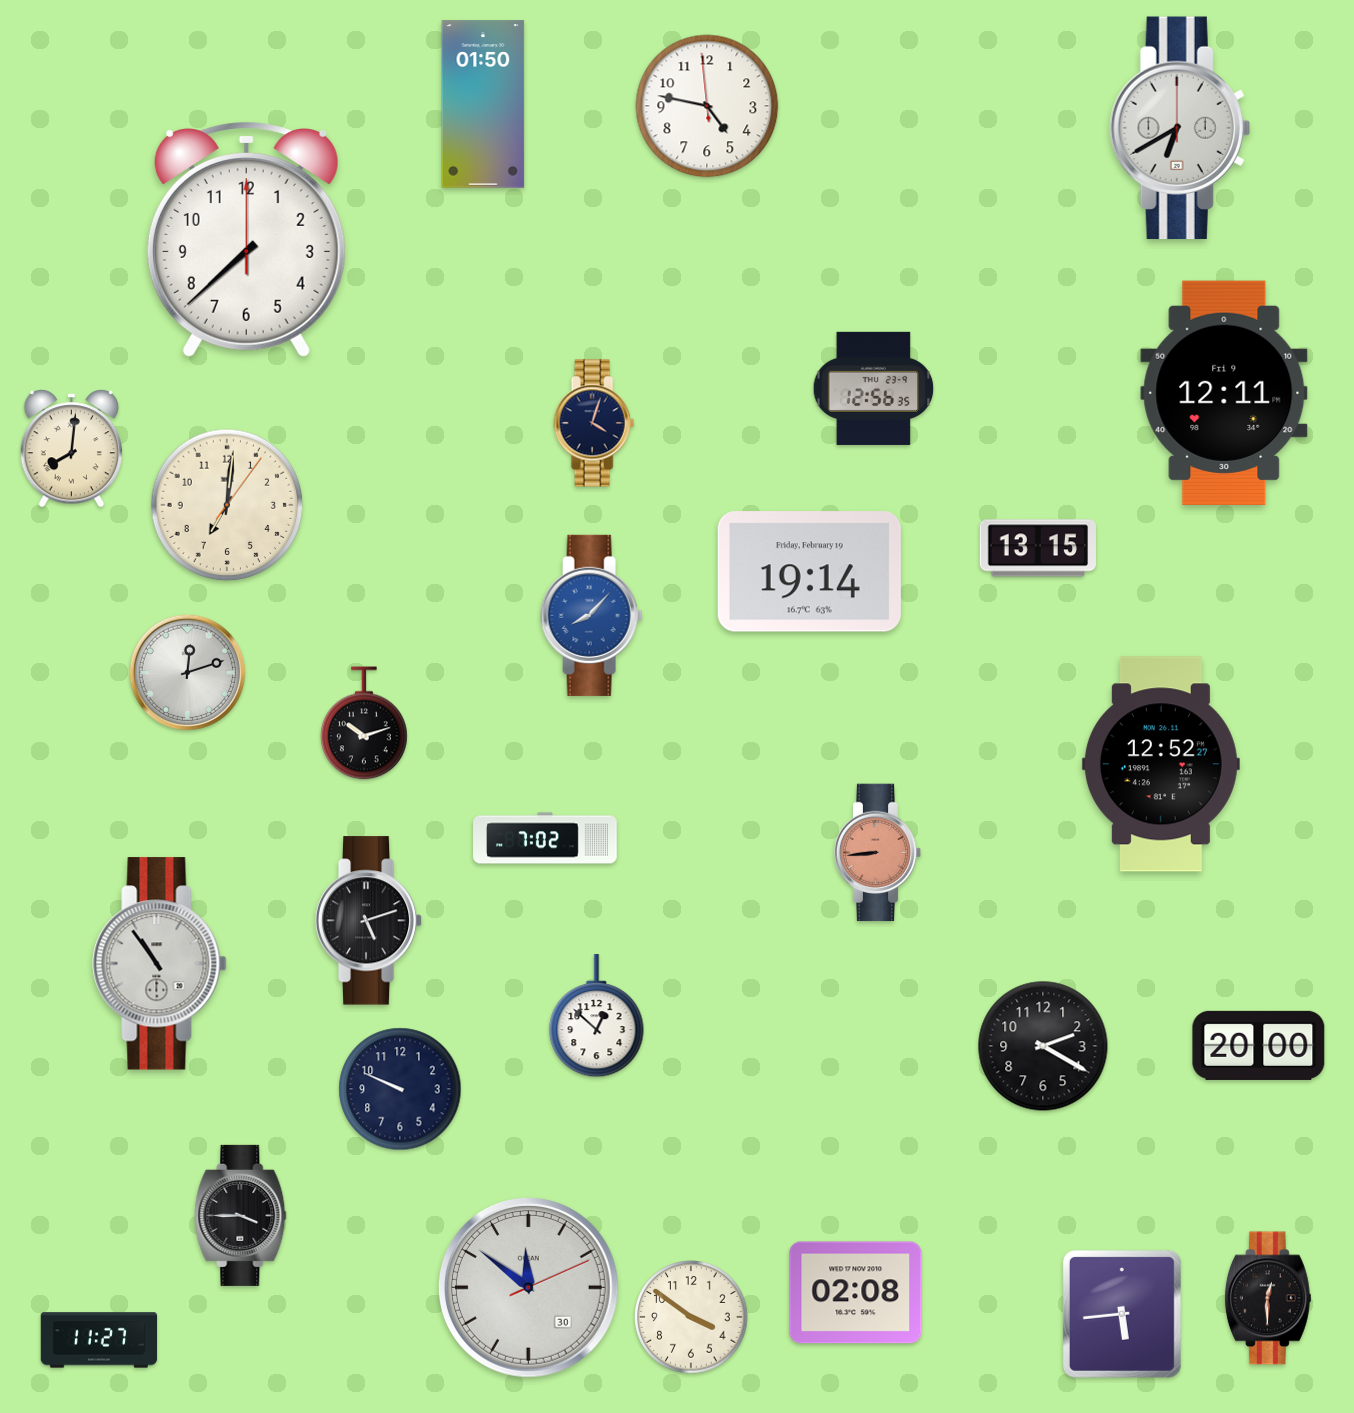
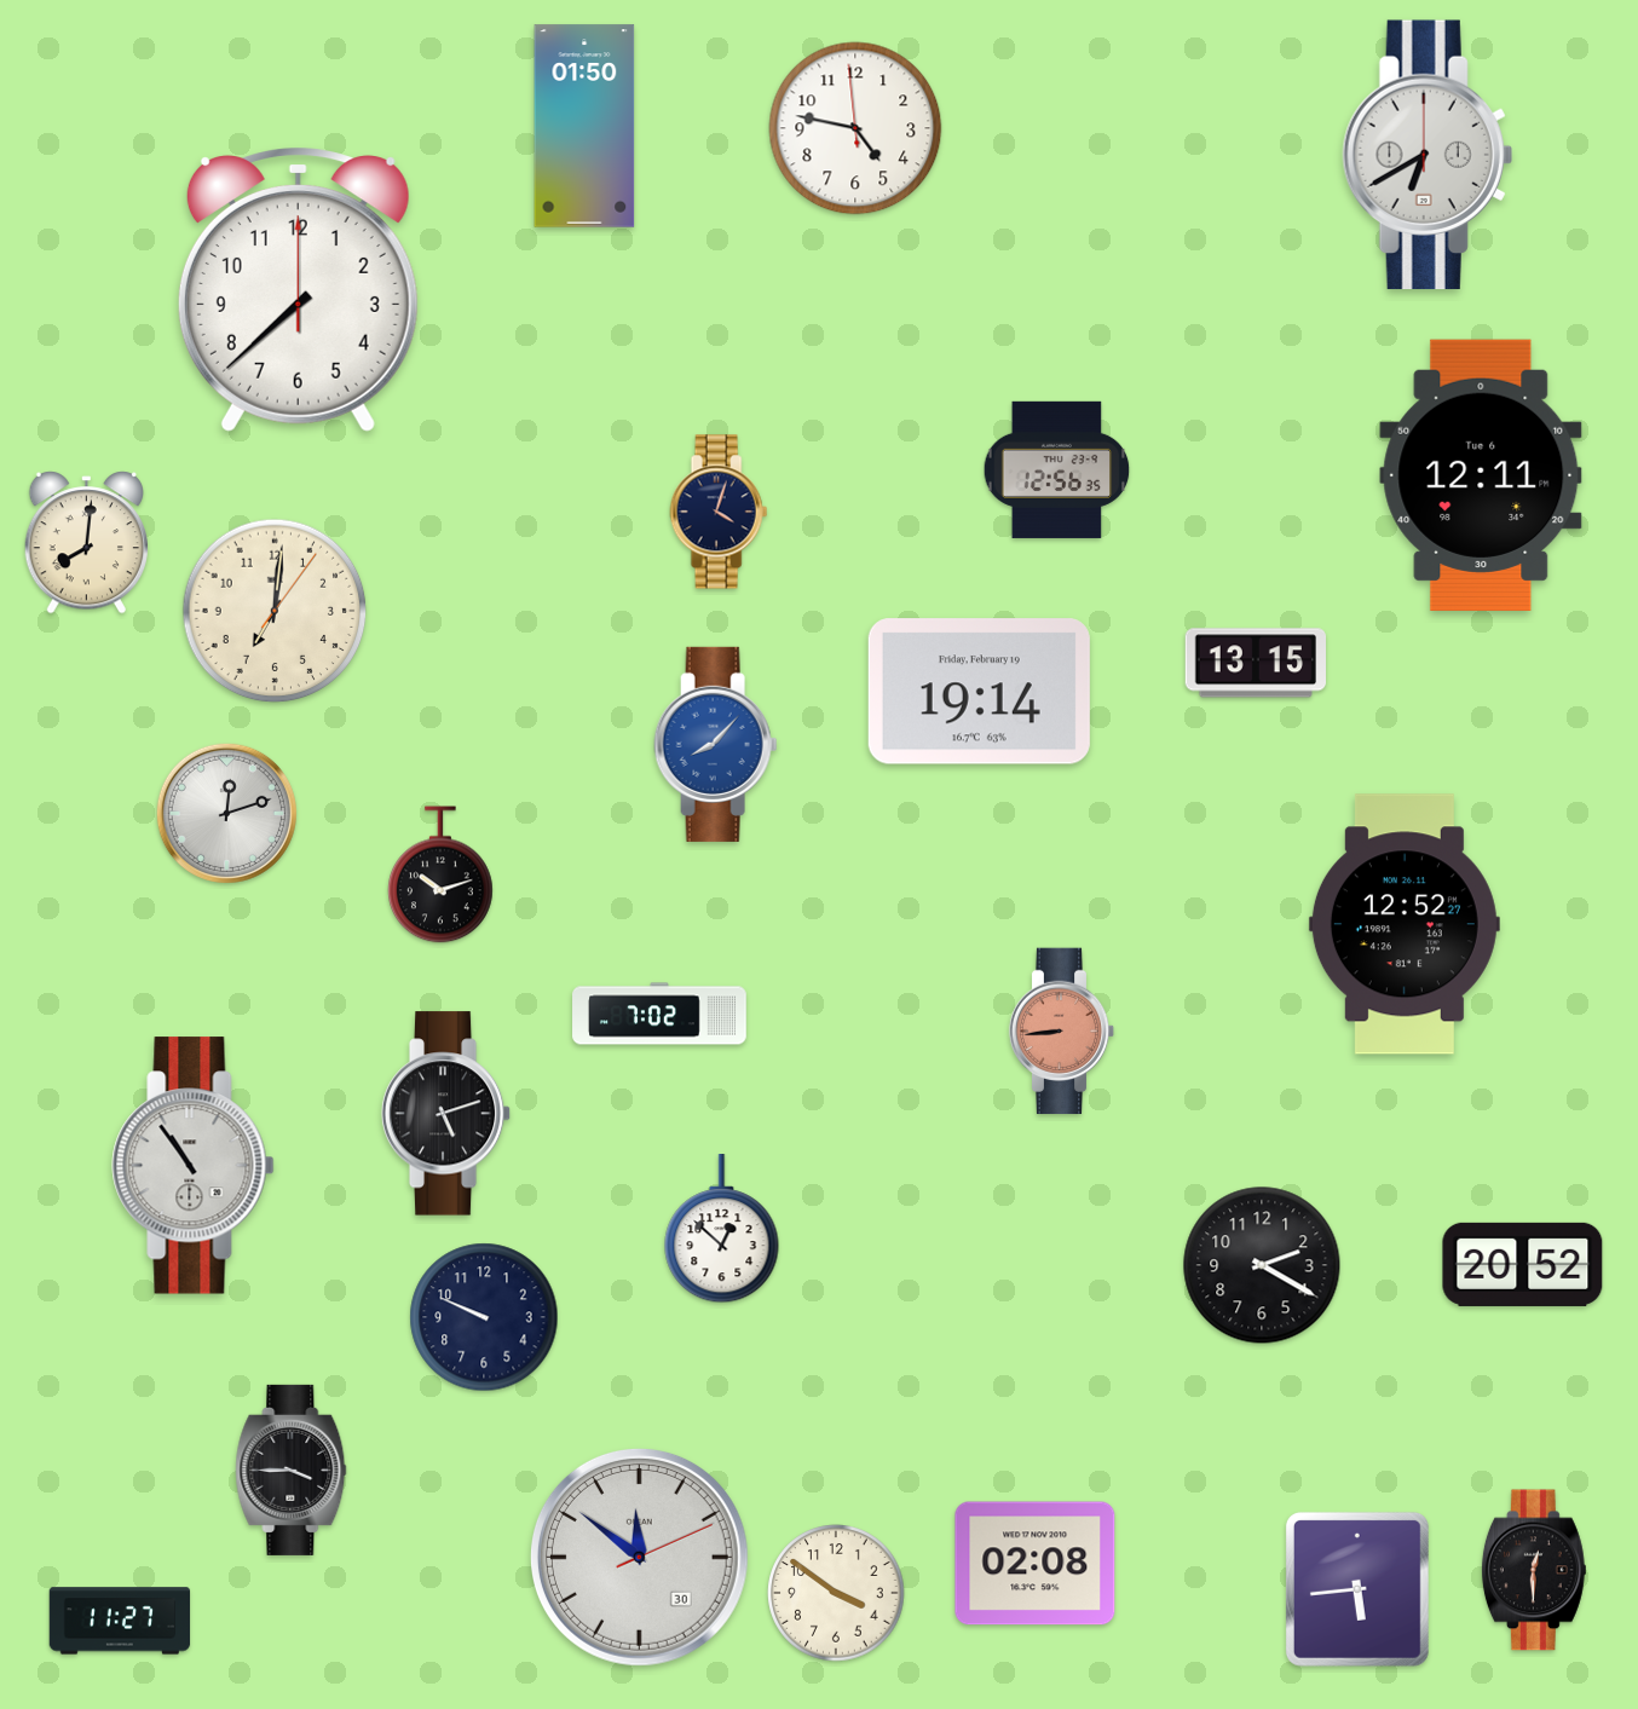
clock at (1224, 393) date: Fri 9 -> Tue 6
clock at (1259, 1045): 20:00 -> 20:52
